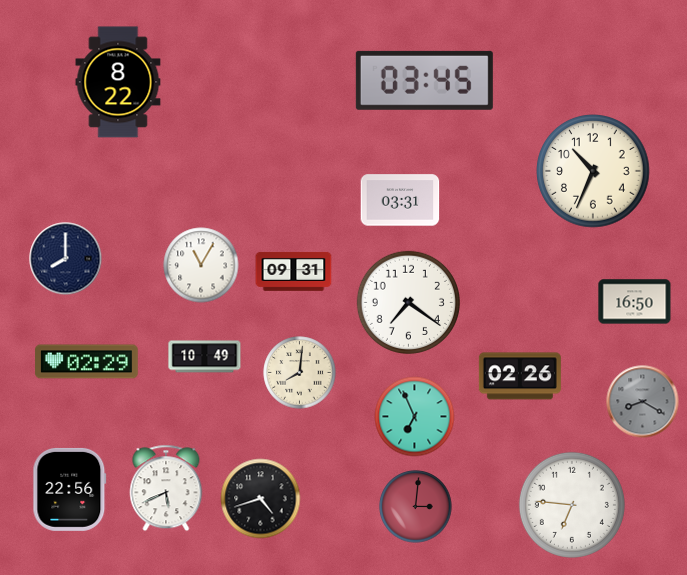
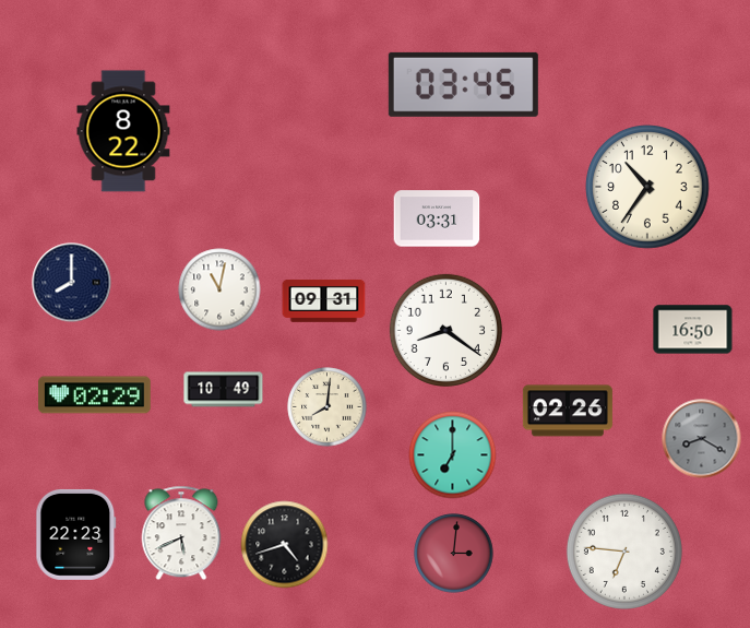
clock at (424, 80) position: (424, 80) -> (463, 84)
clock at (118, 82) position: (118, 82) -> (123, 131)
clock at (593, 171): 10:34 -> 10:36
clock at (201, 265): 11:05 -> 11:02
clock at (294, 272) position: (294, 272) -> (324, 301)
clock at (408, 302): 7:21 -> 8:21
clock at (415, 417): 6:56 -> 7:00
clock at (70, 489): 22:56 -> 22:23
